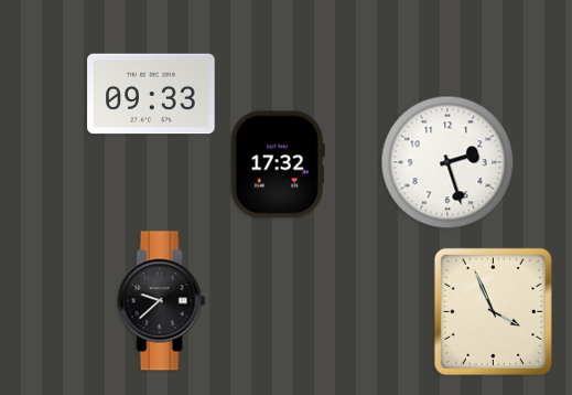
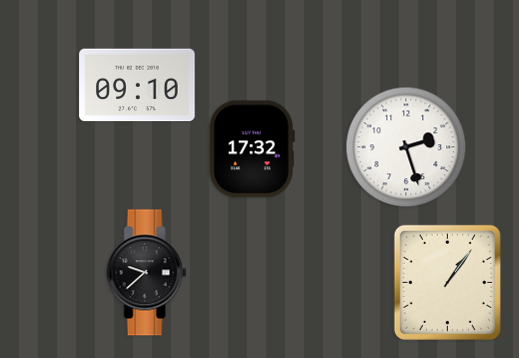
clock at (151, 94): 09:33 -> 09:10
clock at (493, 311): 3:56 -> 1:06
